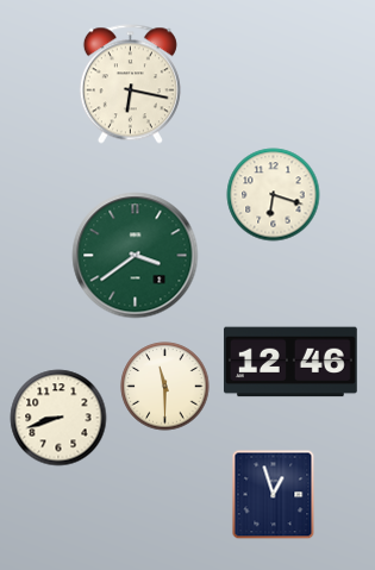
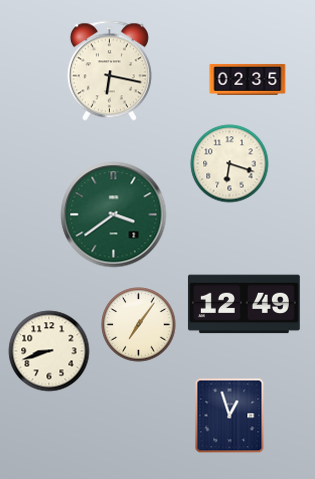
clock at (248, 79): none -> 02:35
clock at (290, 362): 12:46 -> 12:49
clock at (165, 387): 11:30 -> 7:06
